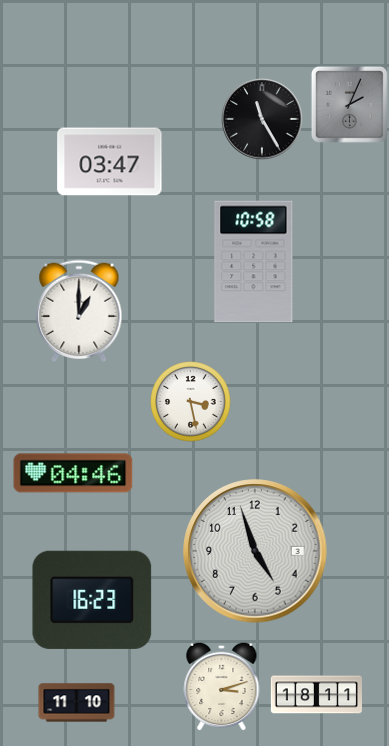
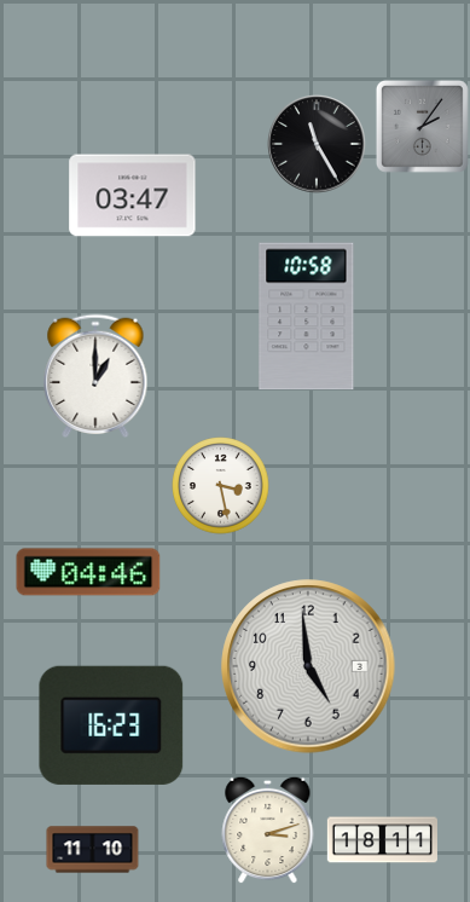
clock at (349, 104): 2:04 -> 2:06
clock at (191, 402) position: (191, 402) -> (221, 486)
clock at (255, 551): 4:57 -> 4:59
